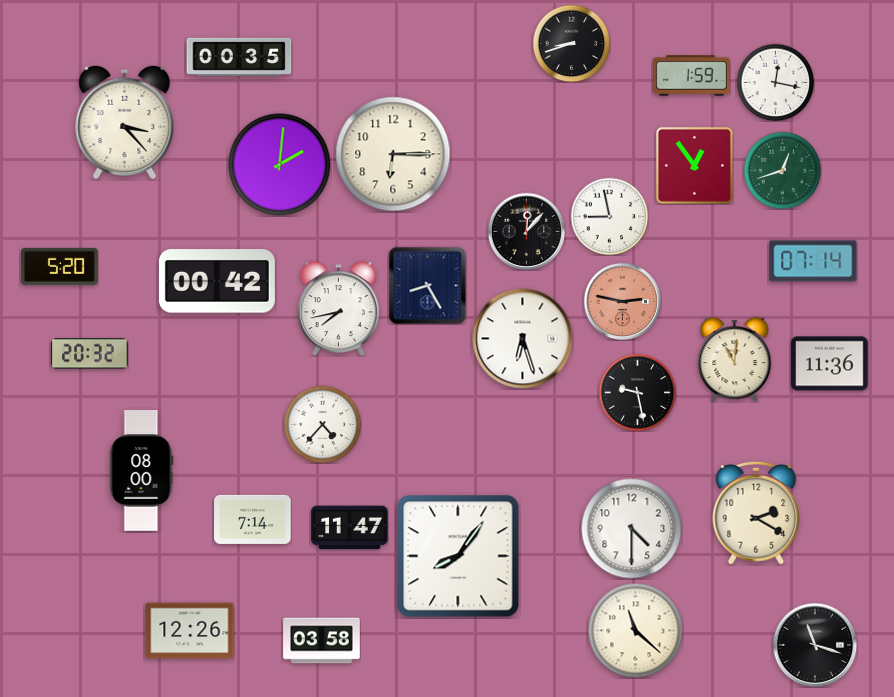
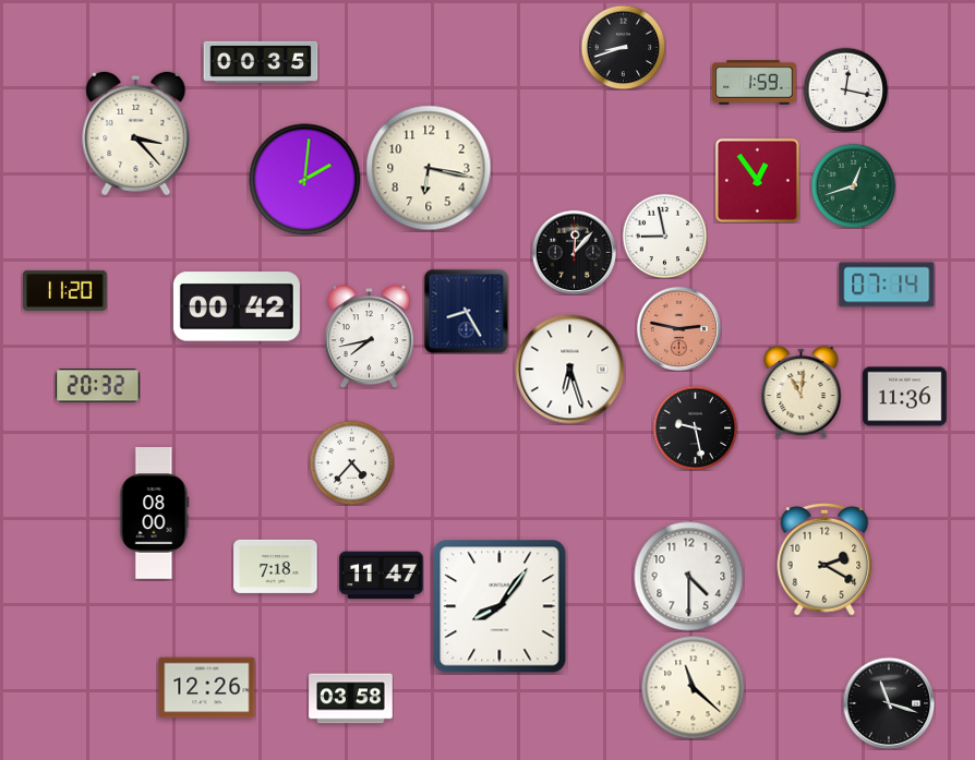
clock at (393, 154): 6:15 -> 6:17
clock at (60, 266): 5:20 -> 11:20
clock at (253, 519): 7:14 -> 7:18
